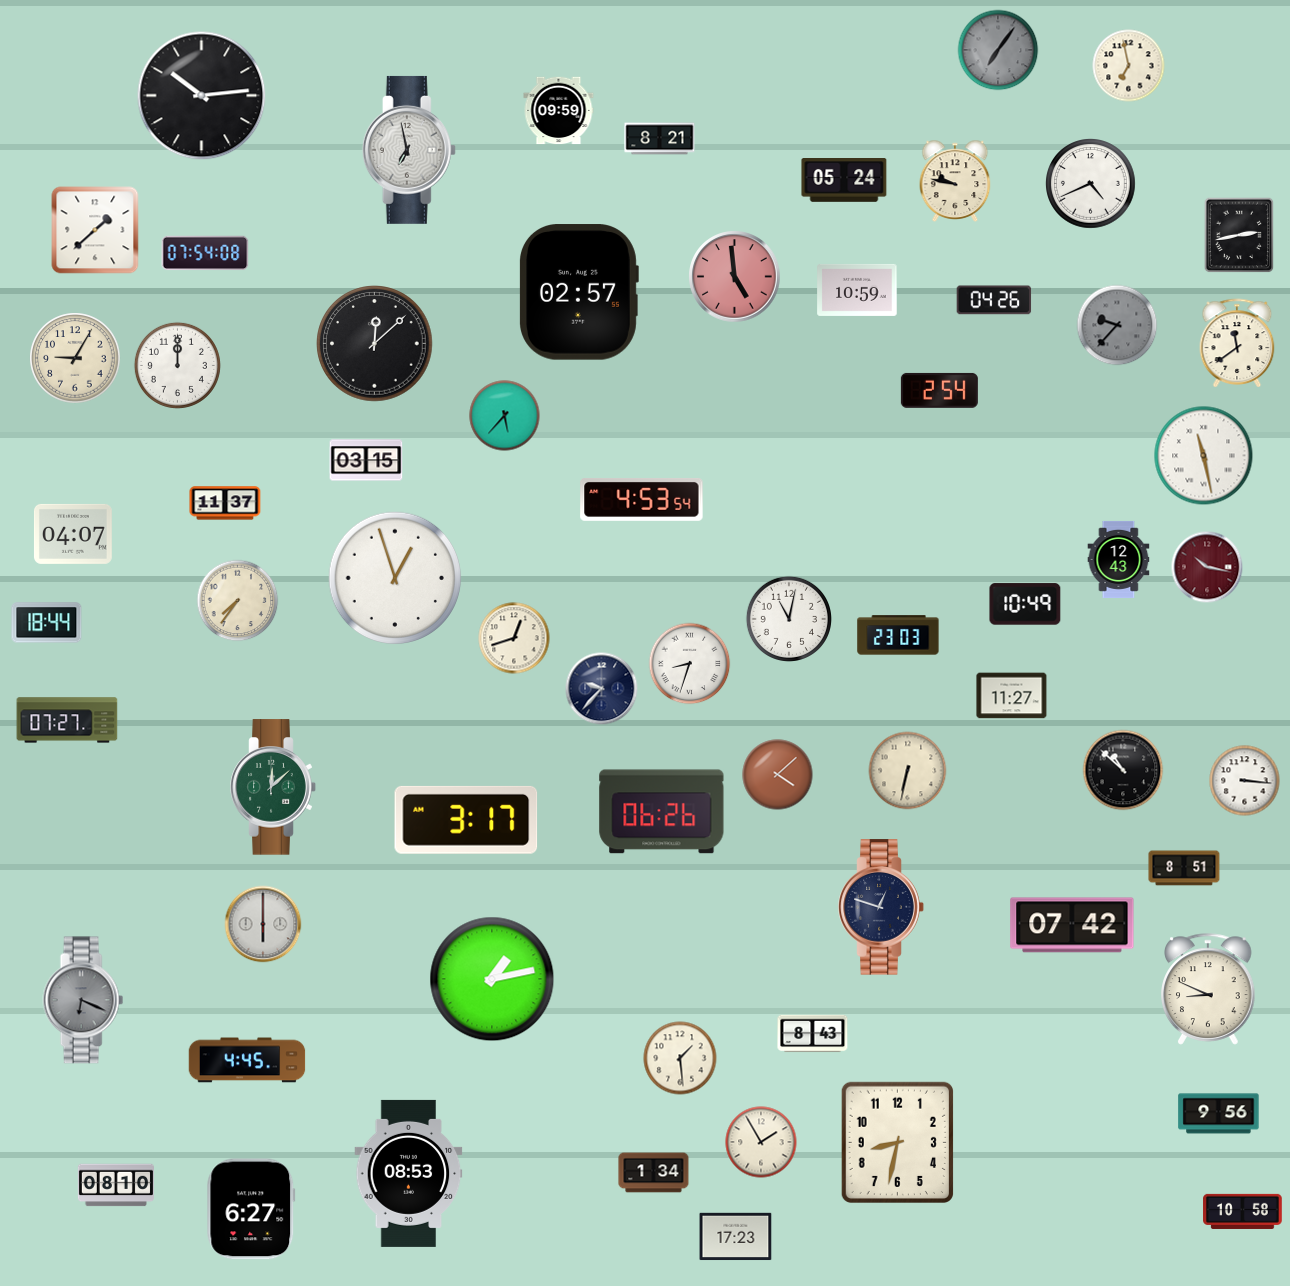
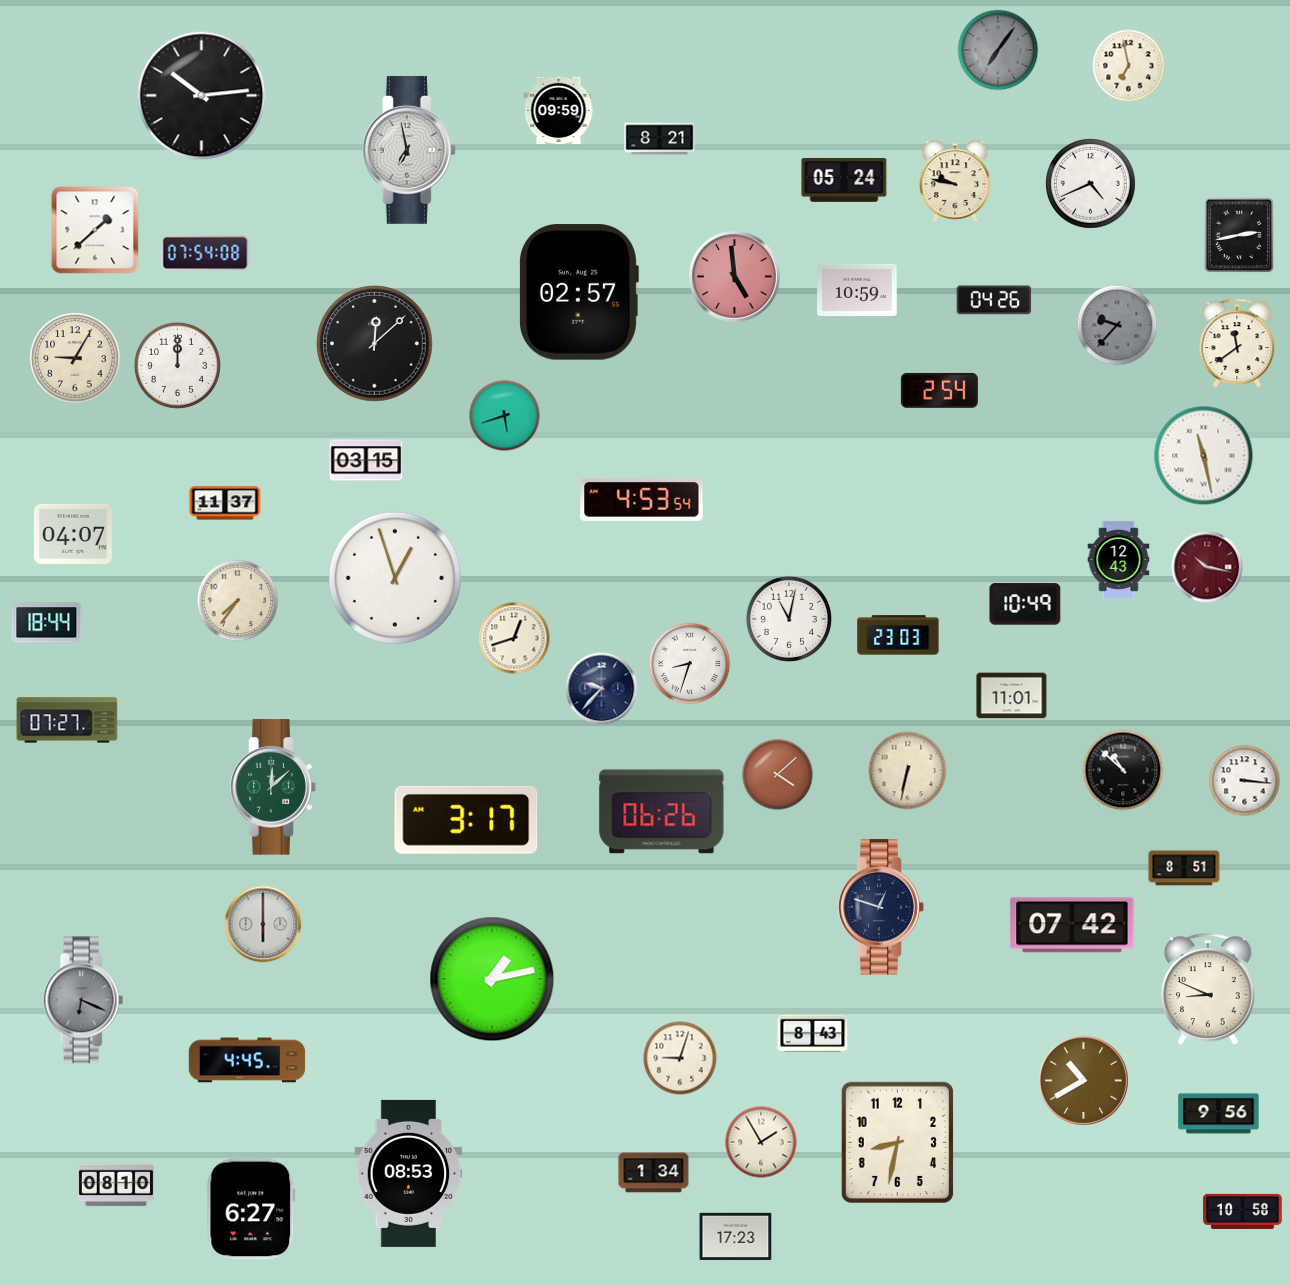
clock at (505, 416): 5:37 -> 5:42
clock at (1012, 696): 11:27 -> 11:01
clock at (680, 1058): 1:29 -> 9:03
clock at (1084, 1081): none -> 10:40
